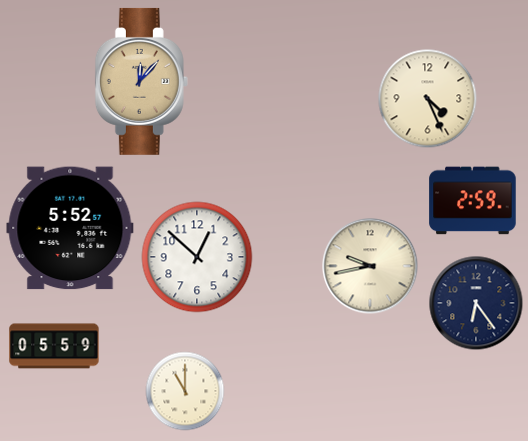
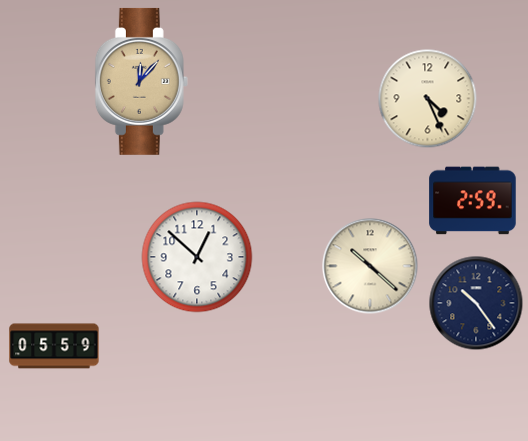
clock at (70, 228): 5:52 -> none
clock at (370, 266): 9:43 -> 10:22
clock at (476, 303): 6:24 -> 10:24
clock at (185, 391): 11:00 -> none
